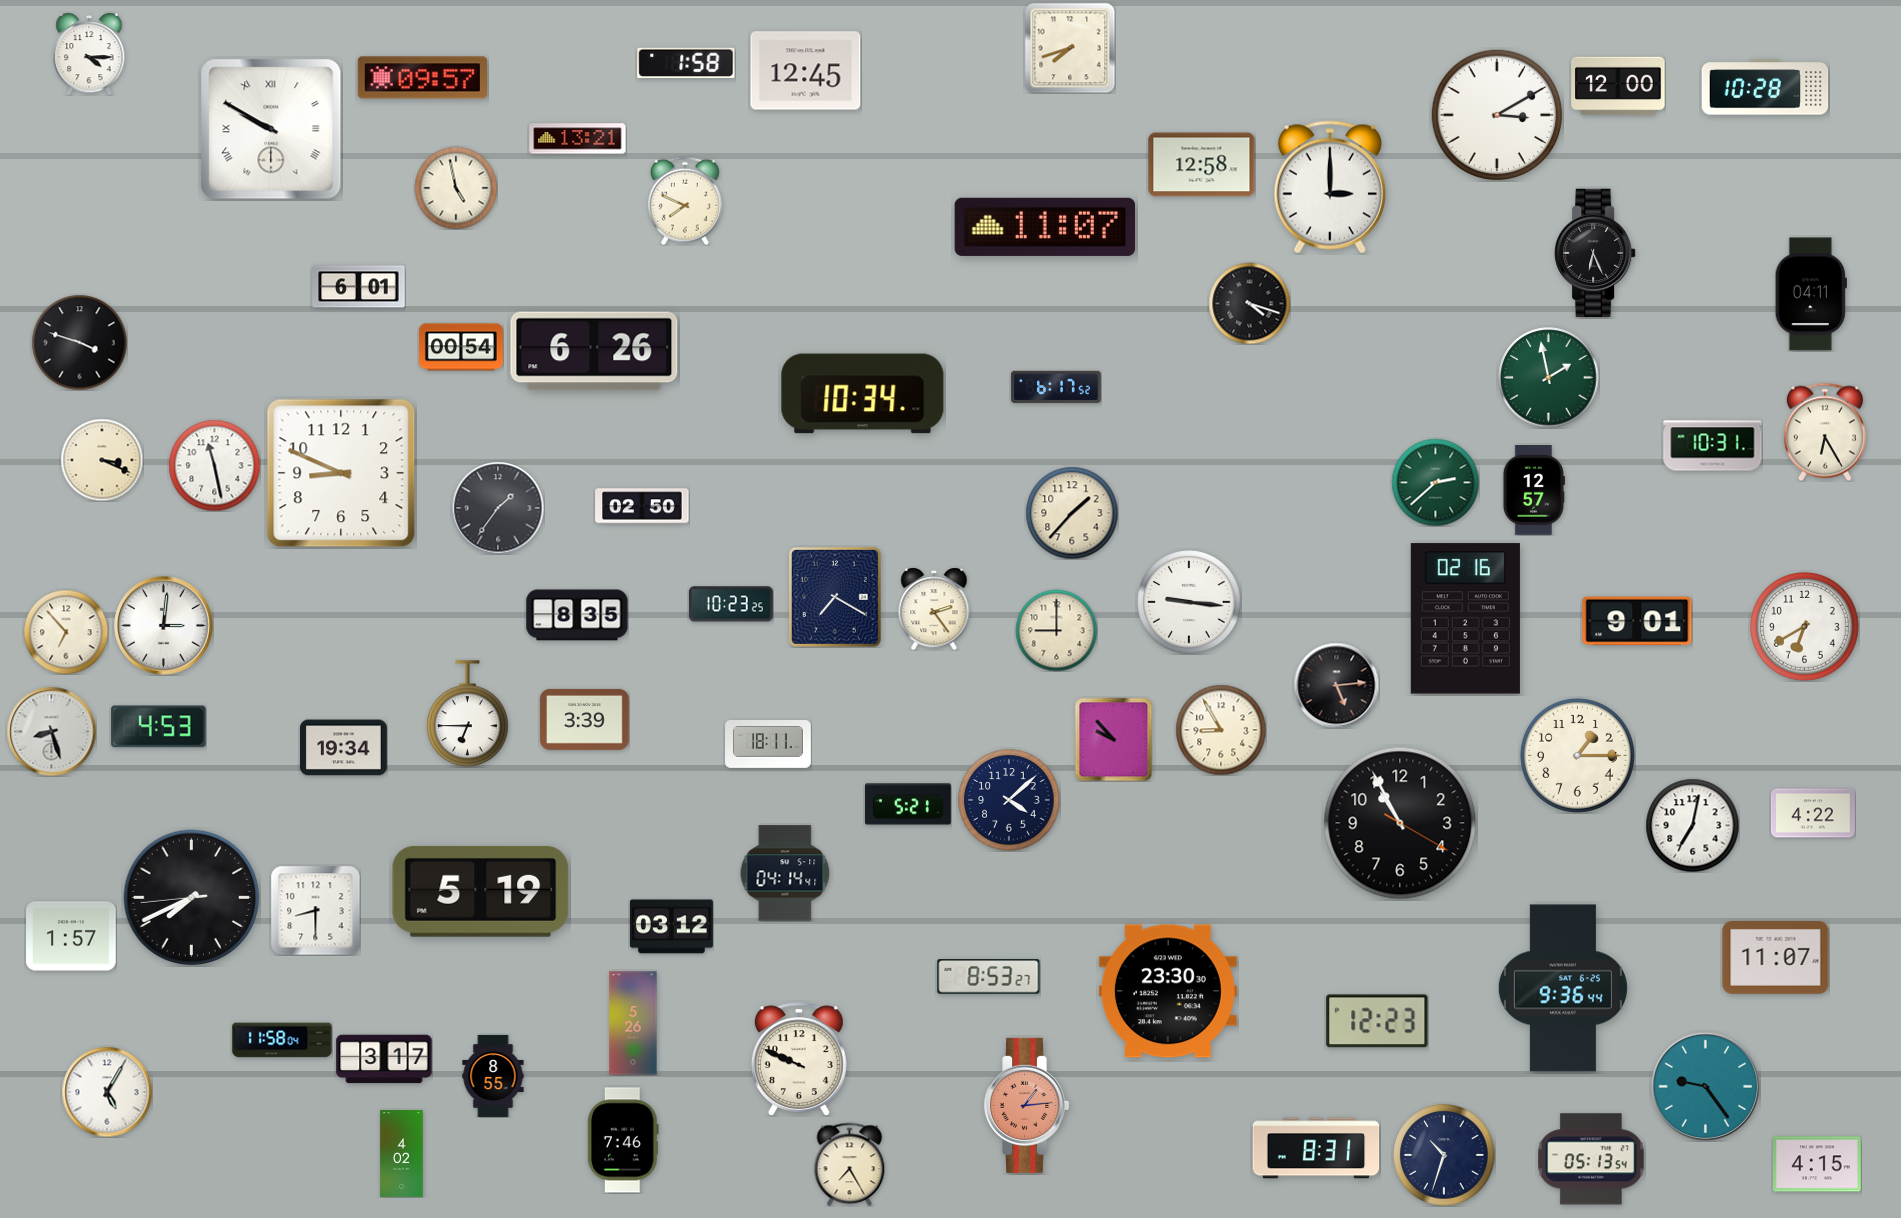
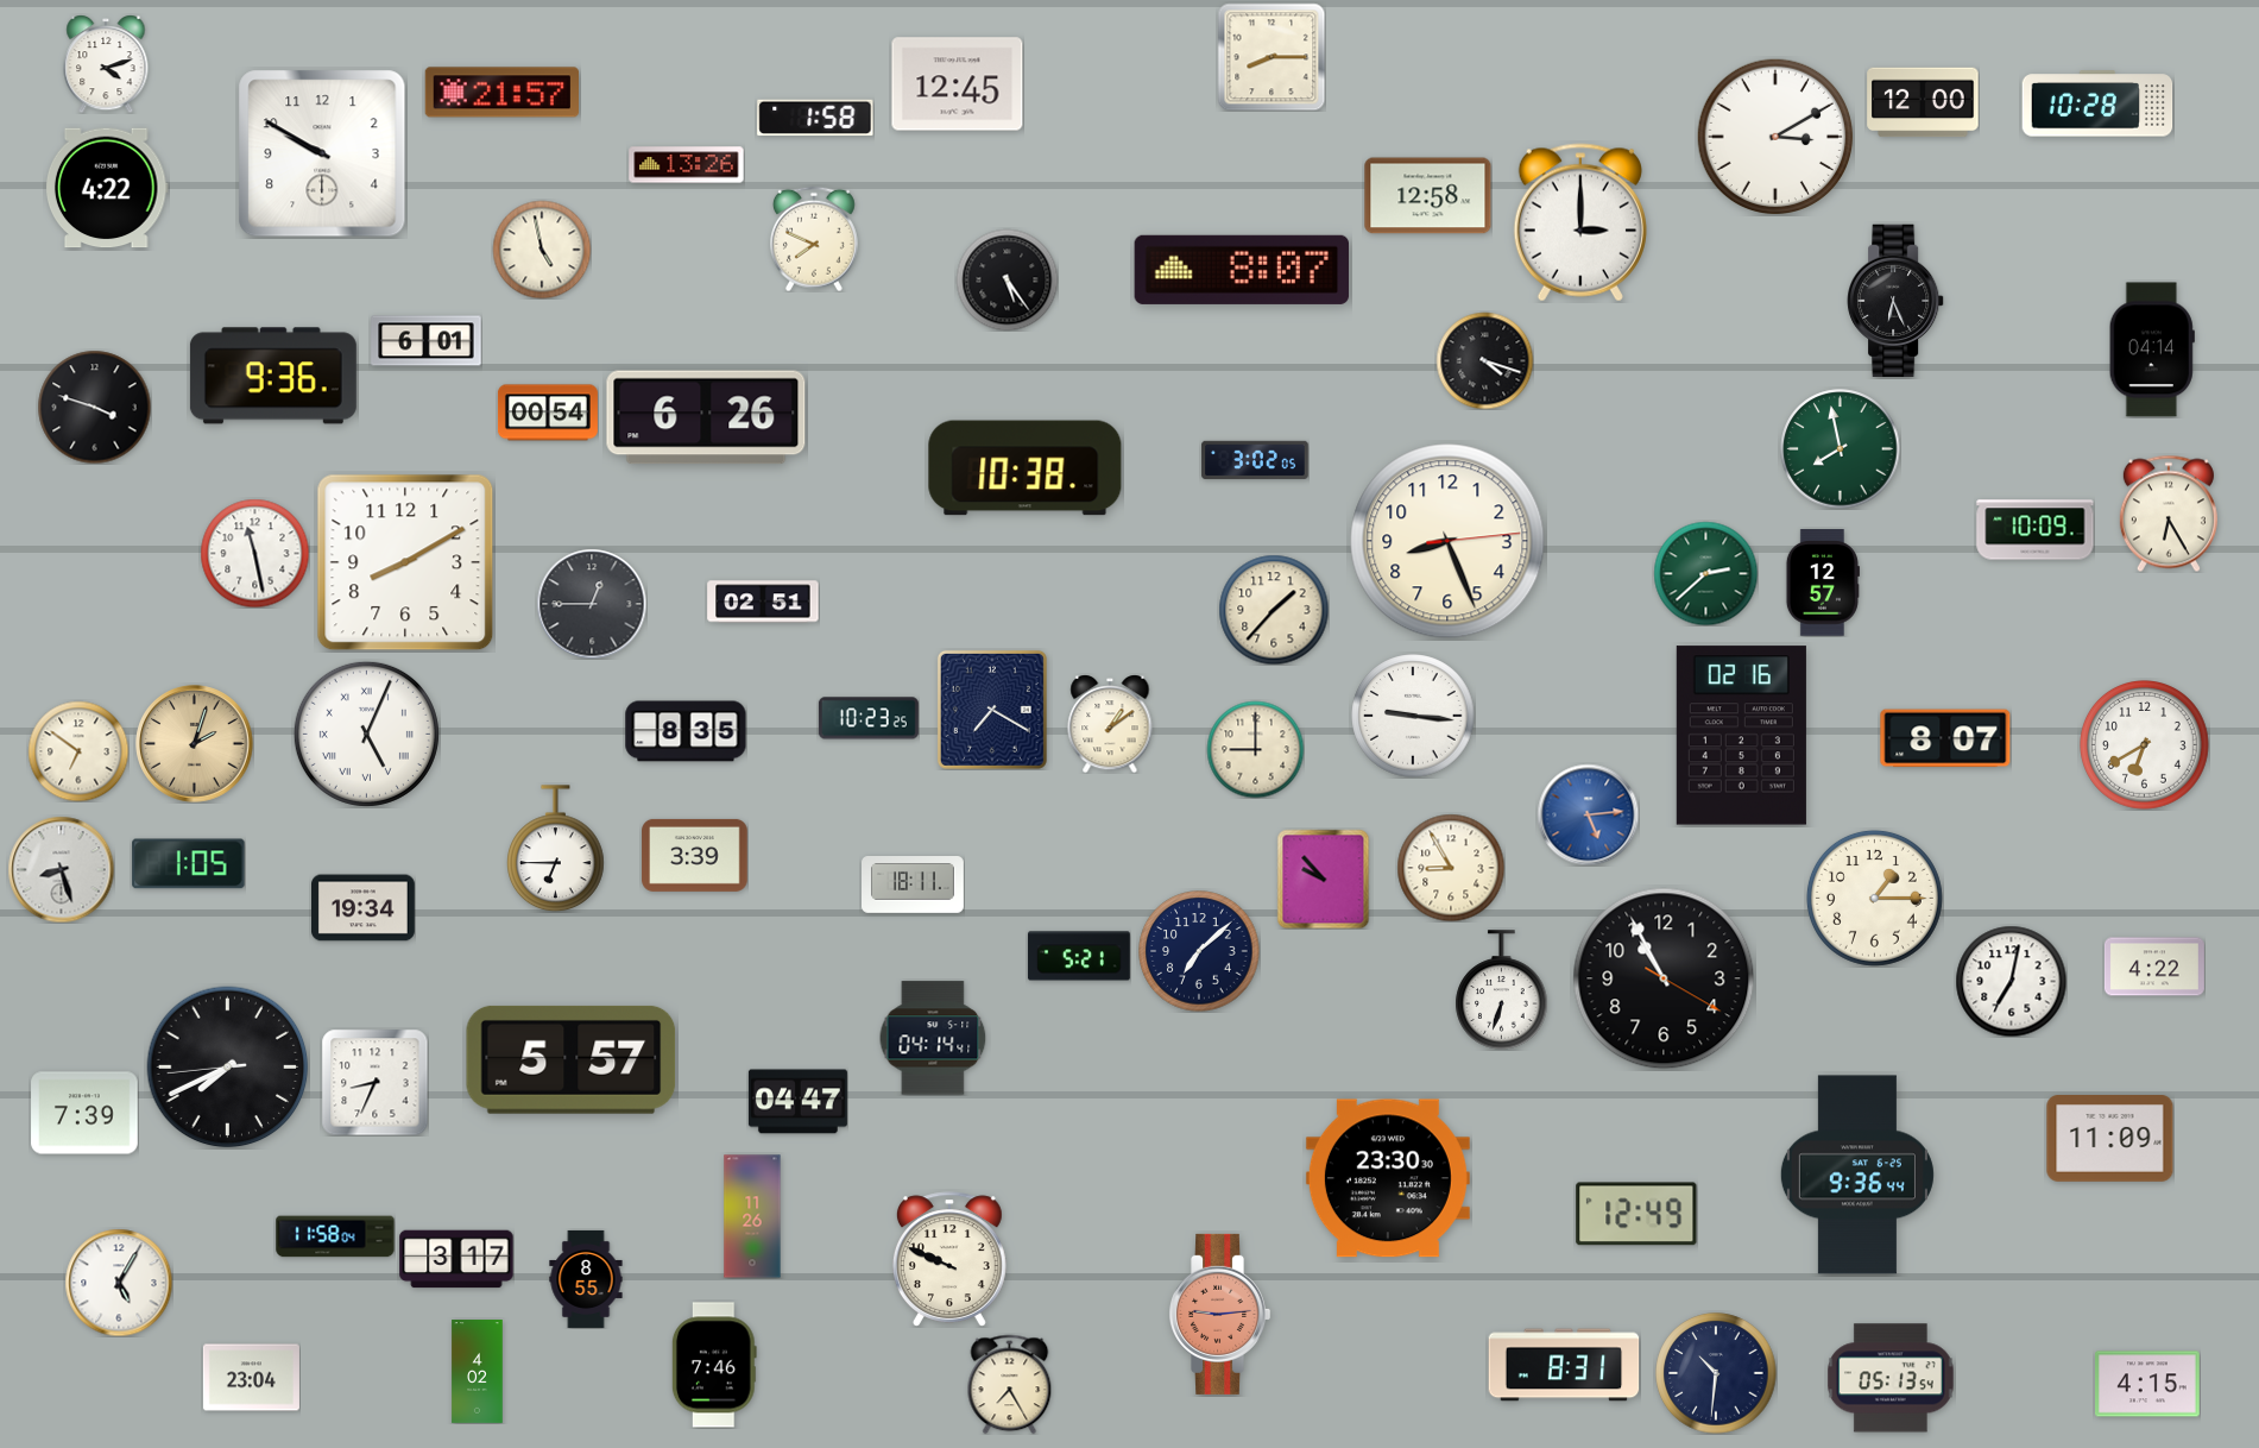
clock at (1070, 48): 7:42 -> 8:15
clock at (89, 54): 4:15 -> 4:12
clock at (686, 63) position: (686, 63) -> (815, 118)
clock at (422, 78): 09:57 -> 21:57
clock at (1497, 115) position: (1497, 115) -> (1775, 137)
clock at (271, 129) numerals: Roman -> Arabic
clock at (578, 139): 13:21 -> 13:26
clock at (107, 188): none -> 4:22
clock at (456, 188) position: (456, 188) -> (542, 250)
clock at (1044, 227): 11:07 -> 8:07
clock at (1007, 279): none -> 5:24
clock at (1811, 294): 04:11 -> 04:14
clock at (273, 376): none -> 9:36
clock at (1549, 378): 1:58 -> 7:58
clock at (1056, 387): 6:17 -> 3:02
clock at (863, 394): 10:34 -> 10:38
clock at (1713, 446): 10:31 -> 10:09
clock at (1447, 541): none -> 8:26
clock at (102, 460): 3:19 -> none
clock at (341, 473): 8:49 -> 8:10
clock at (642, 506): 02:50 -> 02:51
clock at (498, 508): 1:36 -> 12:45
clock at (934, 609): 2:24 -> 1:09
clock at (366, 734): none -> 5:04
clock at (1637, 621): 9:01 -> 8:07
clock at (164, 626): 3:01 -> 2:03
clock at (164, 626) dial: white -> champagne
clock at (66, 632): 6:53 -> 6:51
clock at (1336, 685) dial: black -> blue
clock at (159, 727): 4:53 -> 1:05
clock at (344, 748) position: (344, 748) -> (364, 908)
clock at (1009, 800): 4:08 -> 7:08
clock at (1502, 990): none -> 6:33
clock at (481, 891): 5:19 -> 5:57
clock at (315, 910): 8:30 -> 8:34
clock at (671, 927): 03:12 -> 04:47
clock at (71, 936): 1:57 -> 7:39
clock at (1776, 958): 11:07 -> 11:09
clock at (989, 977): 8:53 -> none
clock at (1377, 1021): 12:23 -> 12:49
clock at (633, 1023): 5:26 -> 11:26
clock at (1705, 1086): 9:24 -> none
clock at (107, 1092) position: (107, 1092) -> (119, 1283)
clock at (1027, 1105): 1:14 -> 9:14
clock at (623, 1140) position: (623, 1140) -> (714, 1365)
clock at (1444, 1155): 10:33 -> 10:31
clock at (251, 1378): none -> 23:04
clock at (1818, 1164) position: (1818, 1164) -> (2148, 1384)
